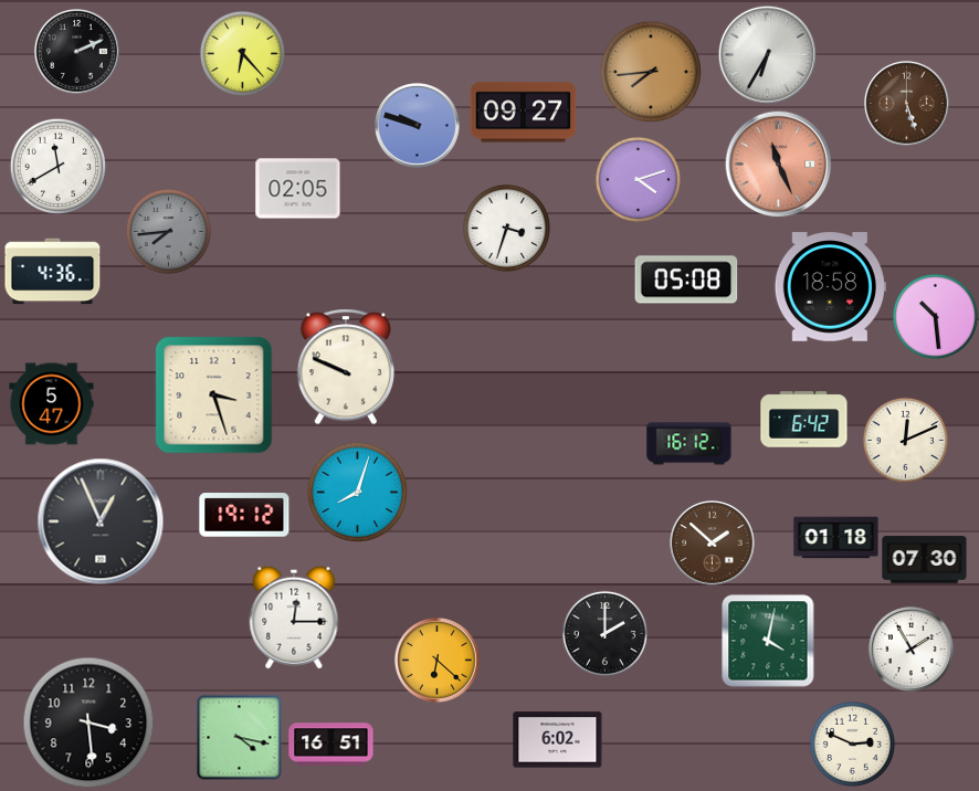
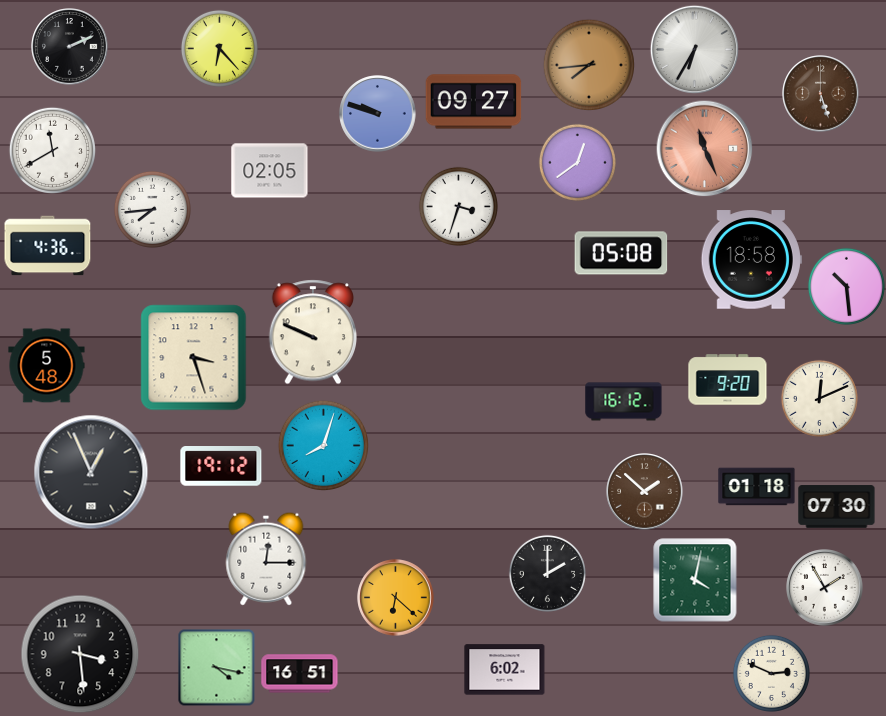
clock at (638, 179): 4:12 -> 12:39
clock at (168, 231) dial: grey -> white
clock at (52, 404): 5:47 -> 5:48
clock at (804, 420): 6:42 -> 9:20
